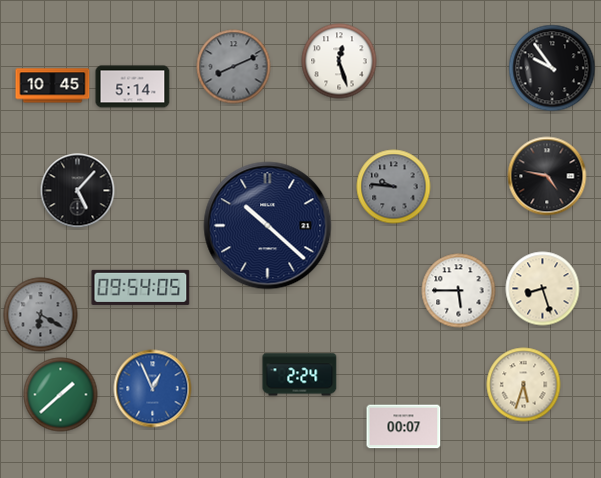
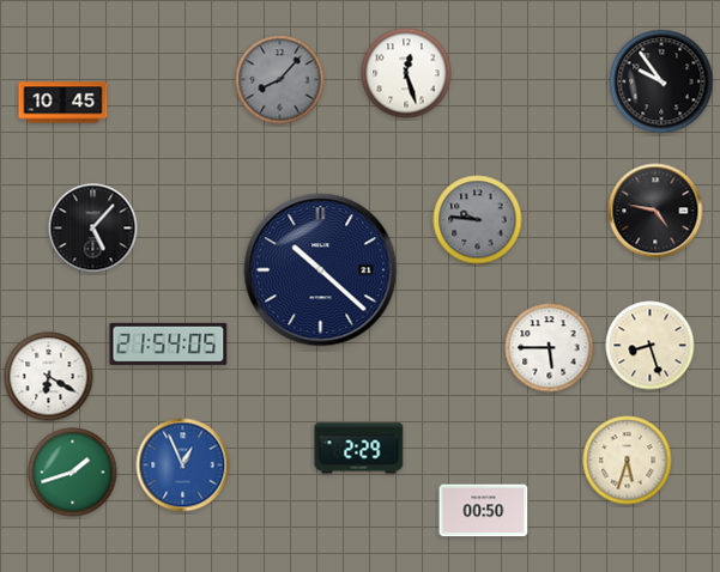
clock at (234, 67): 8:11 -> 8:07
clock at (133, 87): 5:14 -> none
clock at (394, 187) position: (394, 187) -> (478, 220)
clock at (141, 287): 09:54 -> 21:54
clock at (41, 315) dial: grey -> white
clock at (300, 375): 2:24 -> 2:29
clock at (61, 395): 1:38 -> 1:42
clock at (404, 427): 00:07 -> 00:50
